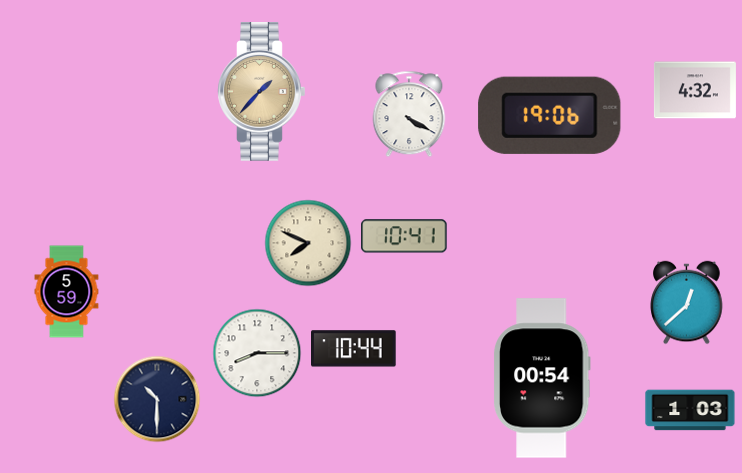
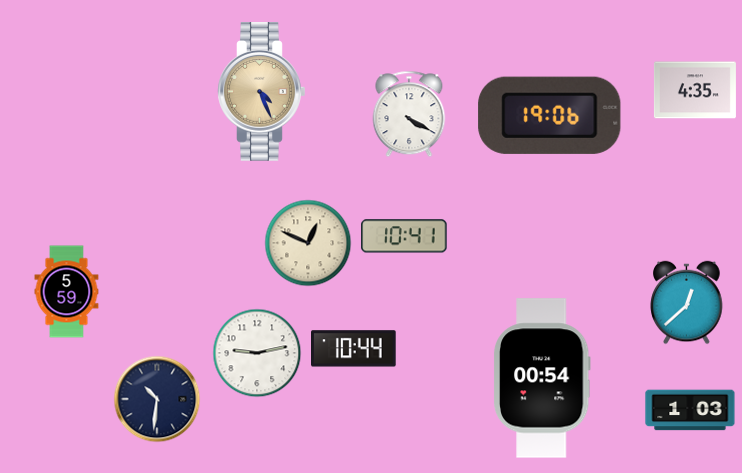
clock at (695, 90): 4:32 -> 4:35
clock at (262, 92): 1:37 -> 4:26
clock at (308, 243): 7:49 -> 12:49
clock at (257, 353): 8:15 -> 9:13
clock at (157, 399): 10:30 -> 10:31
